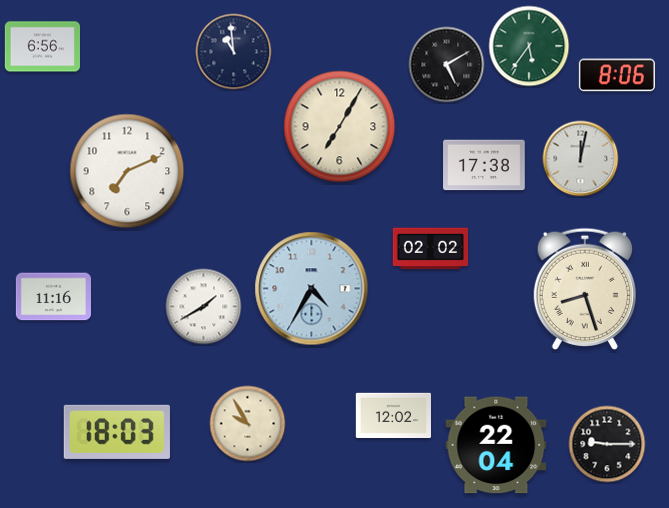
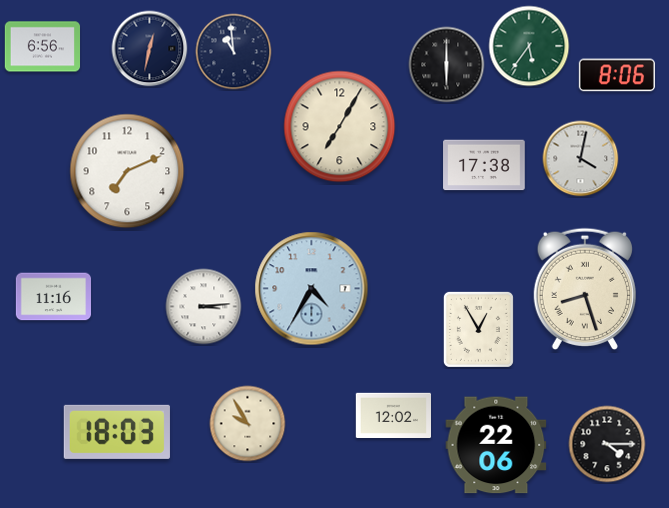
clock at (150, 49): none -> 12:32
clock at (447, 65): 5:10 -> 6:00
clock at (581, 159): 12:02 -> 4:02
clock at (430, 249): 02:02 -> none
clock at (204, 307): 1:40 -> 3:14
clock at (478, 329): none -> 12:55
clock at (607, 444): 9:15 -> 4:15
clock at (496, 445): 22:04 -> 22:06
